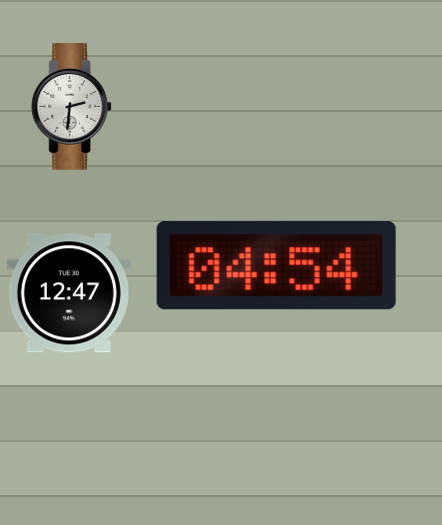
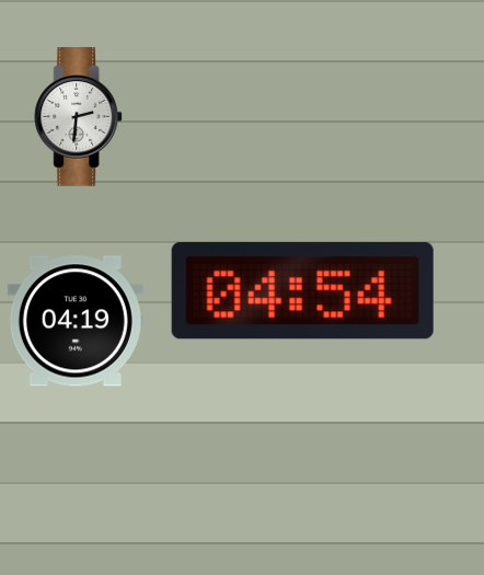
clock at (69, 293): 12:47 -> 04:19
